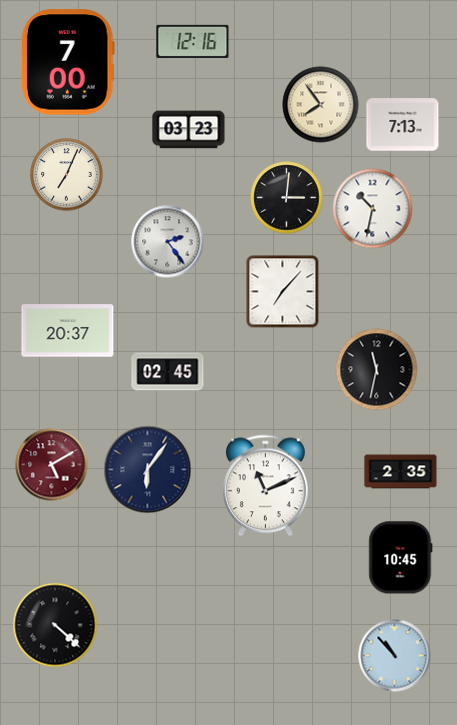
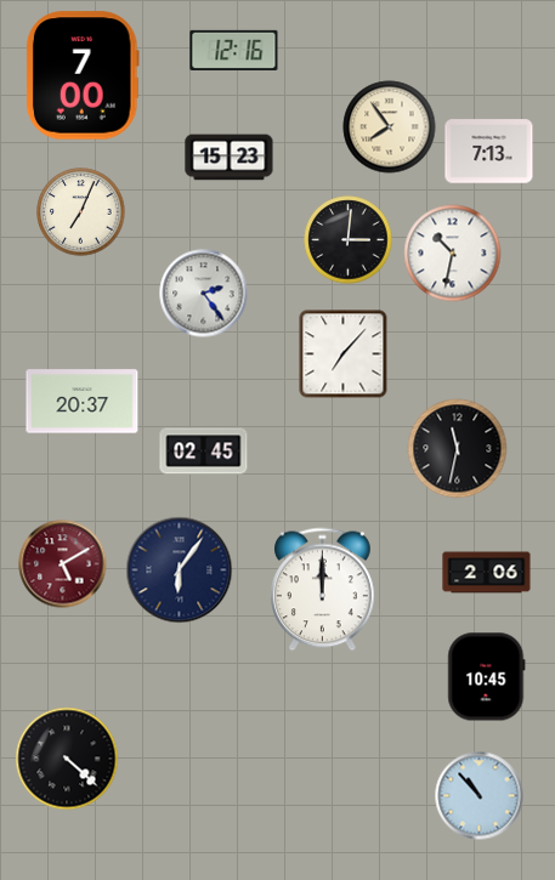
clock at (189, 130): 03:23 -> 15:23
clock at (401, 472): 2:35 -> 2:06
clock at (266, 486): 11:11 -> 12:00
